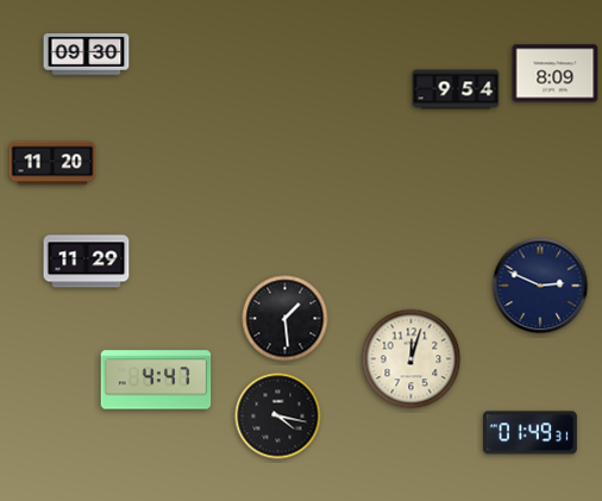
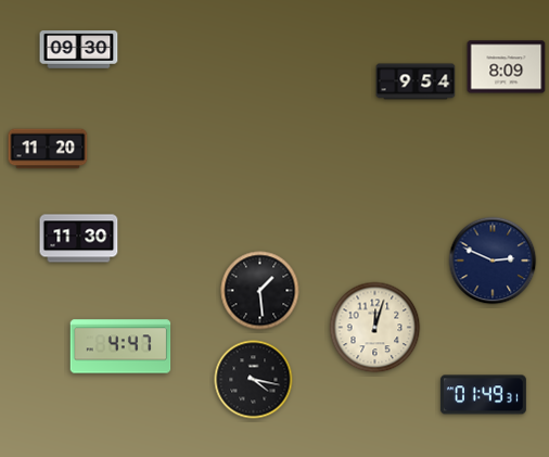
clock at (87, 262): 11:29 -> 11:30
clock at (156, 380) position: (156, 380) -> (120, 346)
